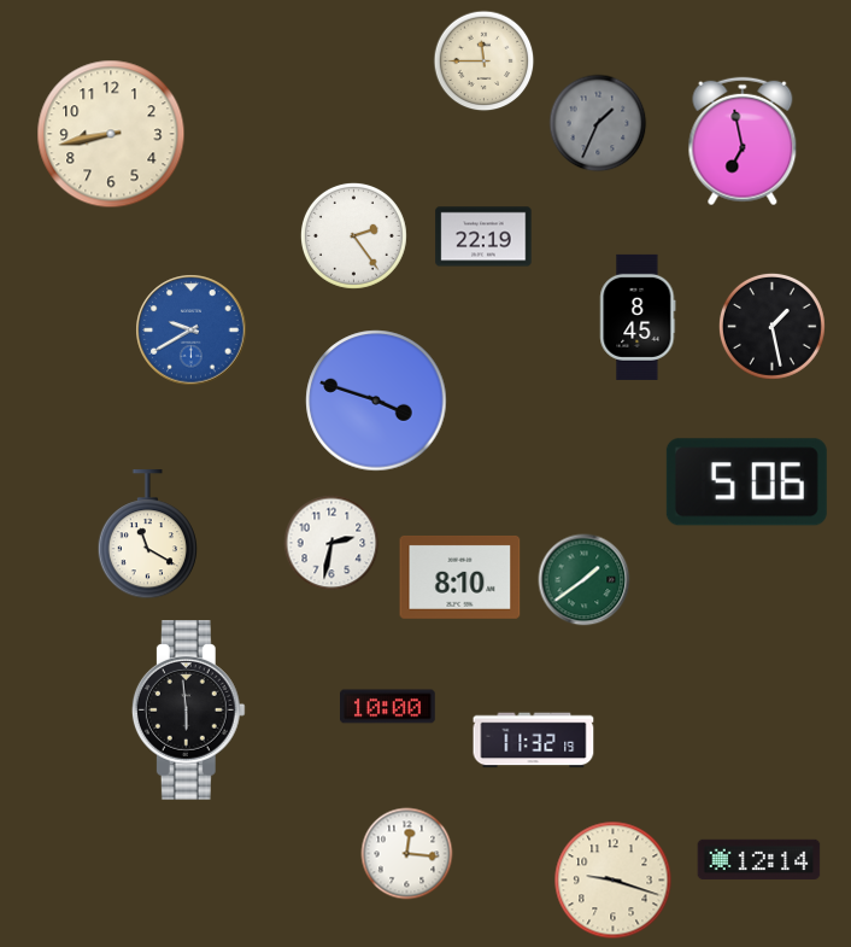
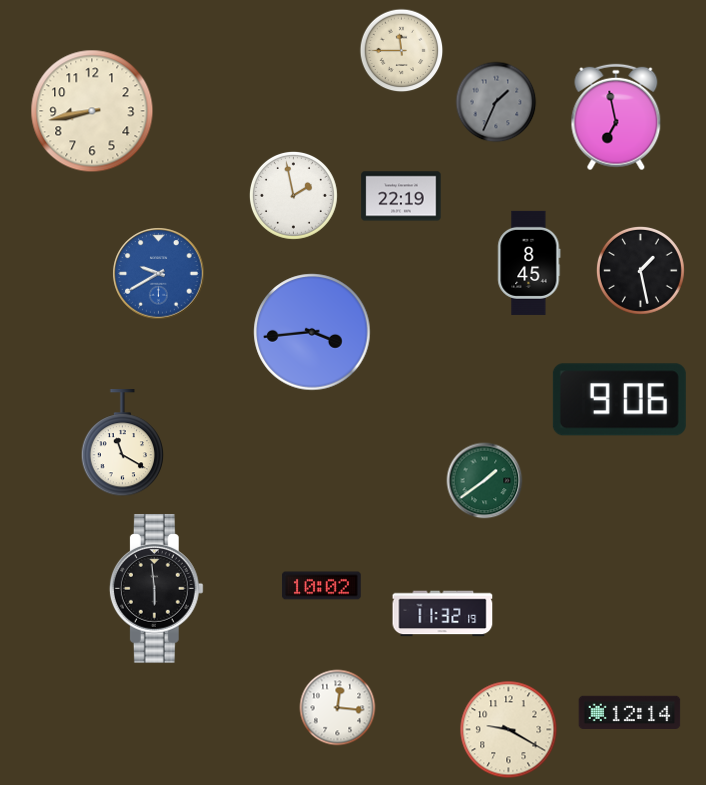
clock at (353, 235): 2:24 -> 1:58
clock at (376, 401): 3:48 -> 3:44
clock at (746, 483): 5:06 -> 9:06
clock at (331, 543): 2:32 -> none
clock at (460, 577): 8:10 -> none
clock at (388, 707): 10:00 -> 10:02
clock at (614, 881): 9:18 -> 9:20
